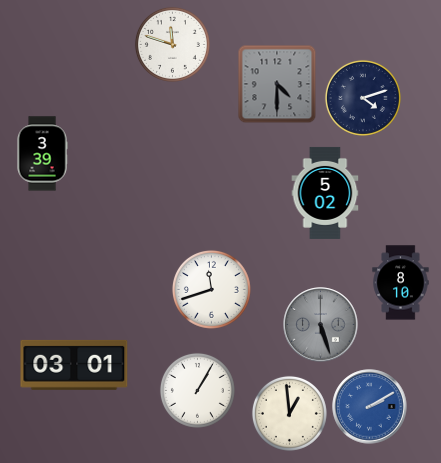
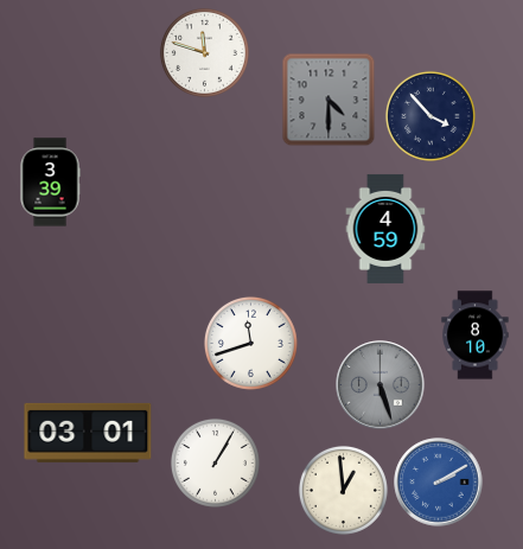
clock at (363, 98): 4:12 -> 3:53
clock at (325, 193): 5:02 -> 4:59
clock at (197, 390) position: (197, 390) -> (215, 462)
